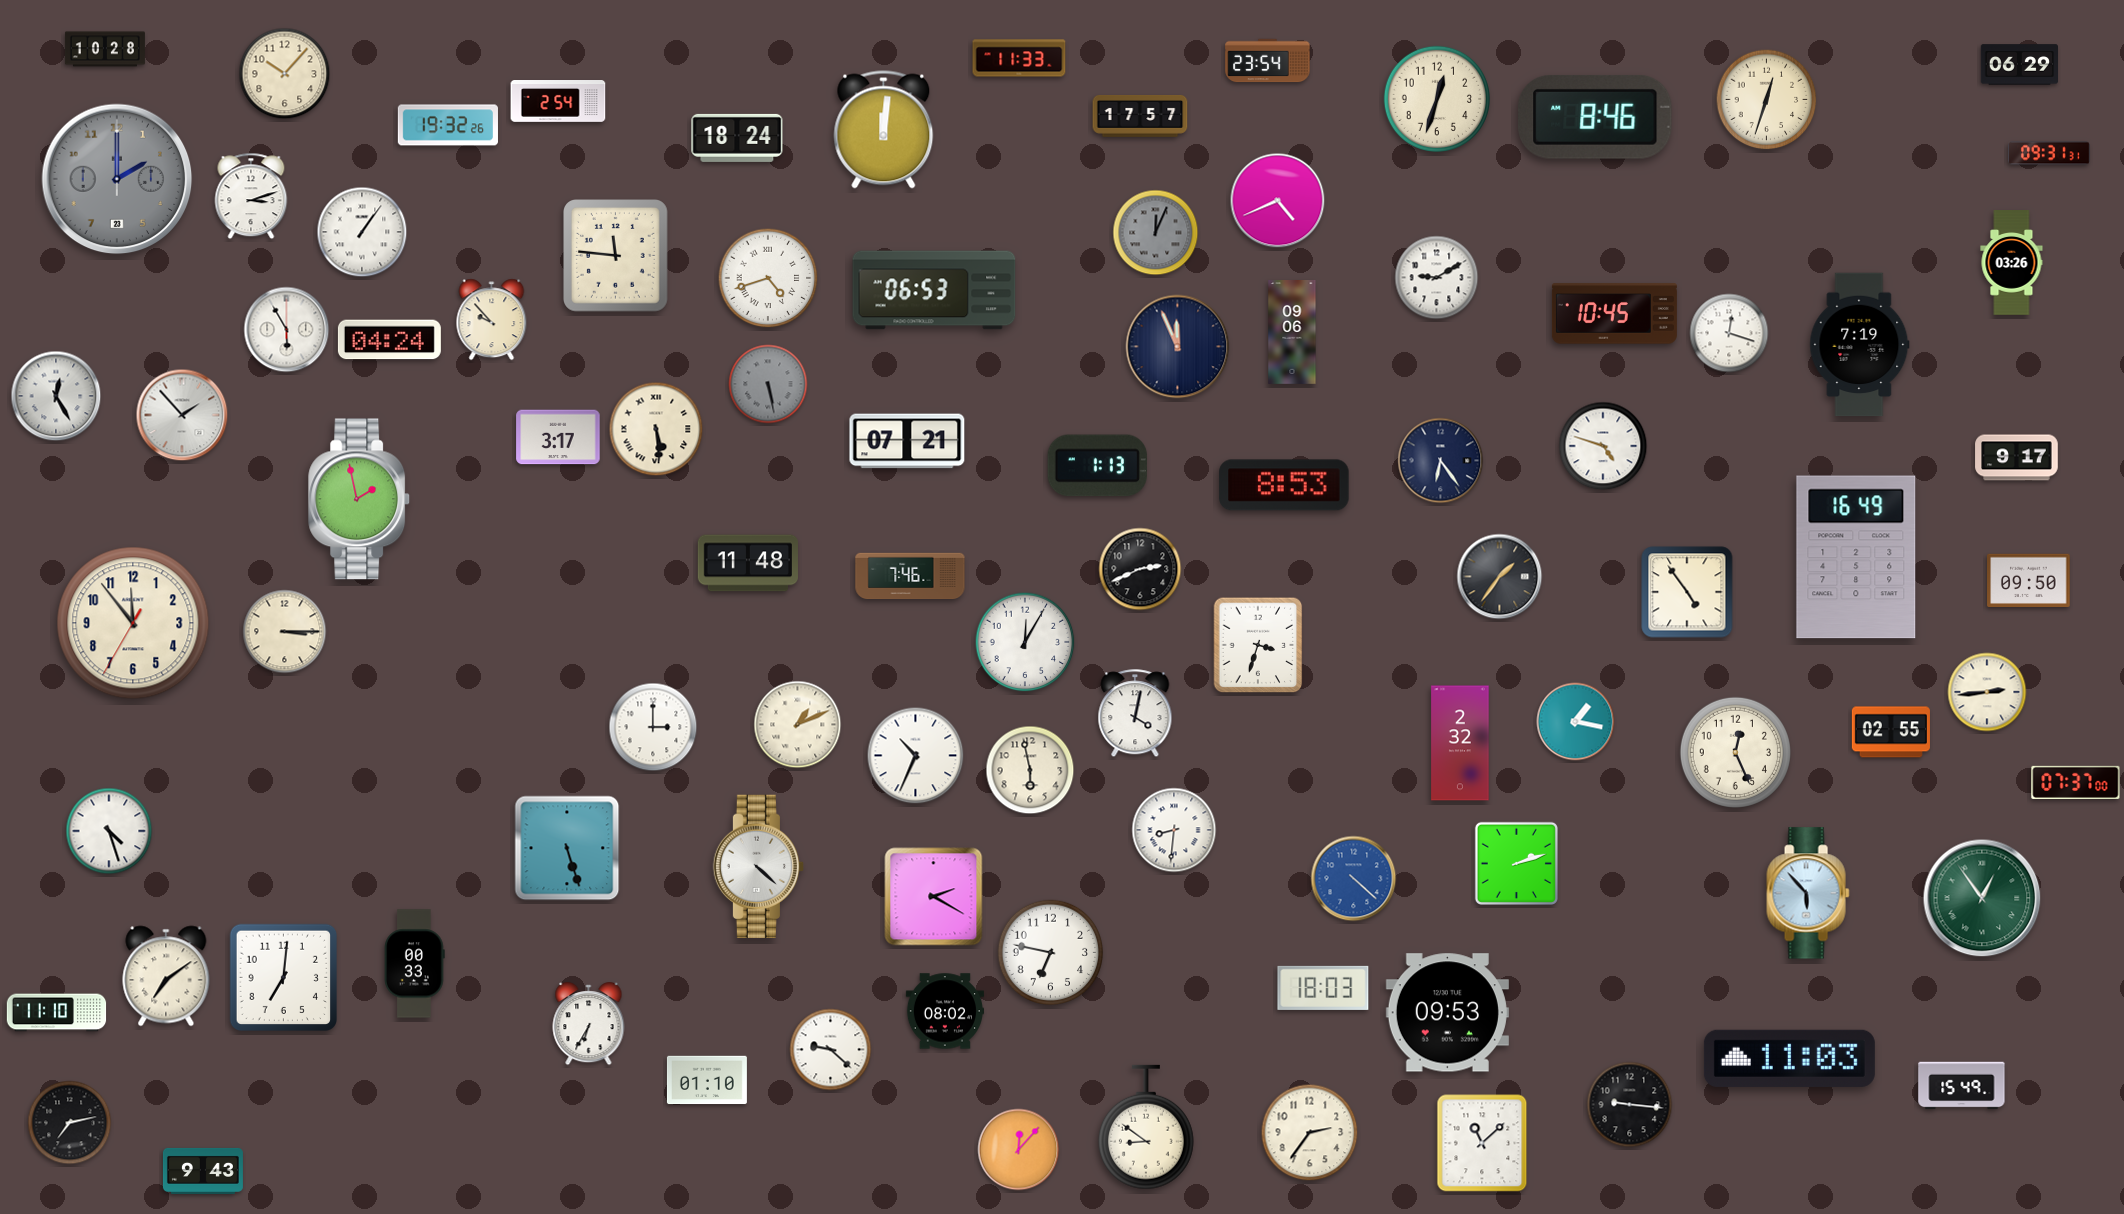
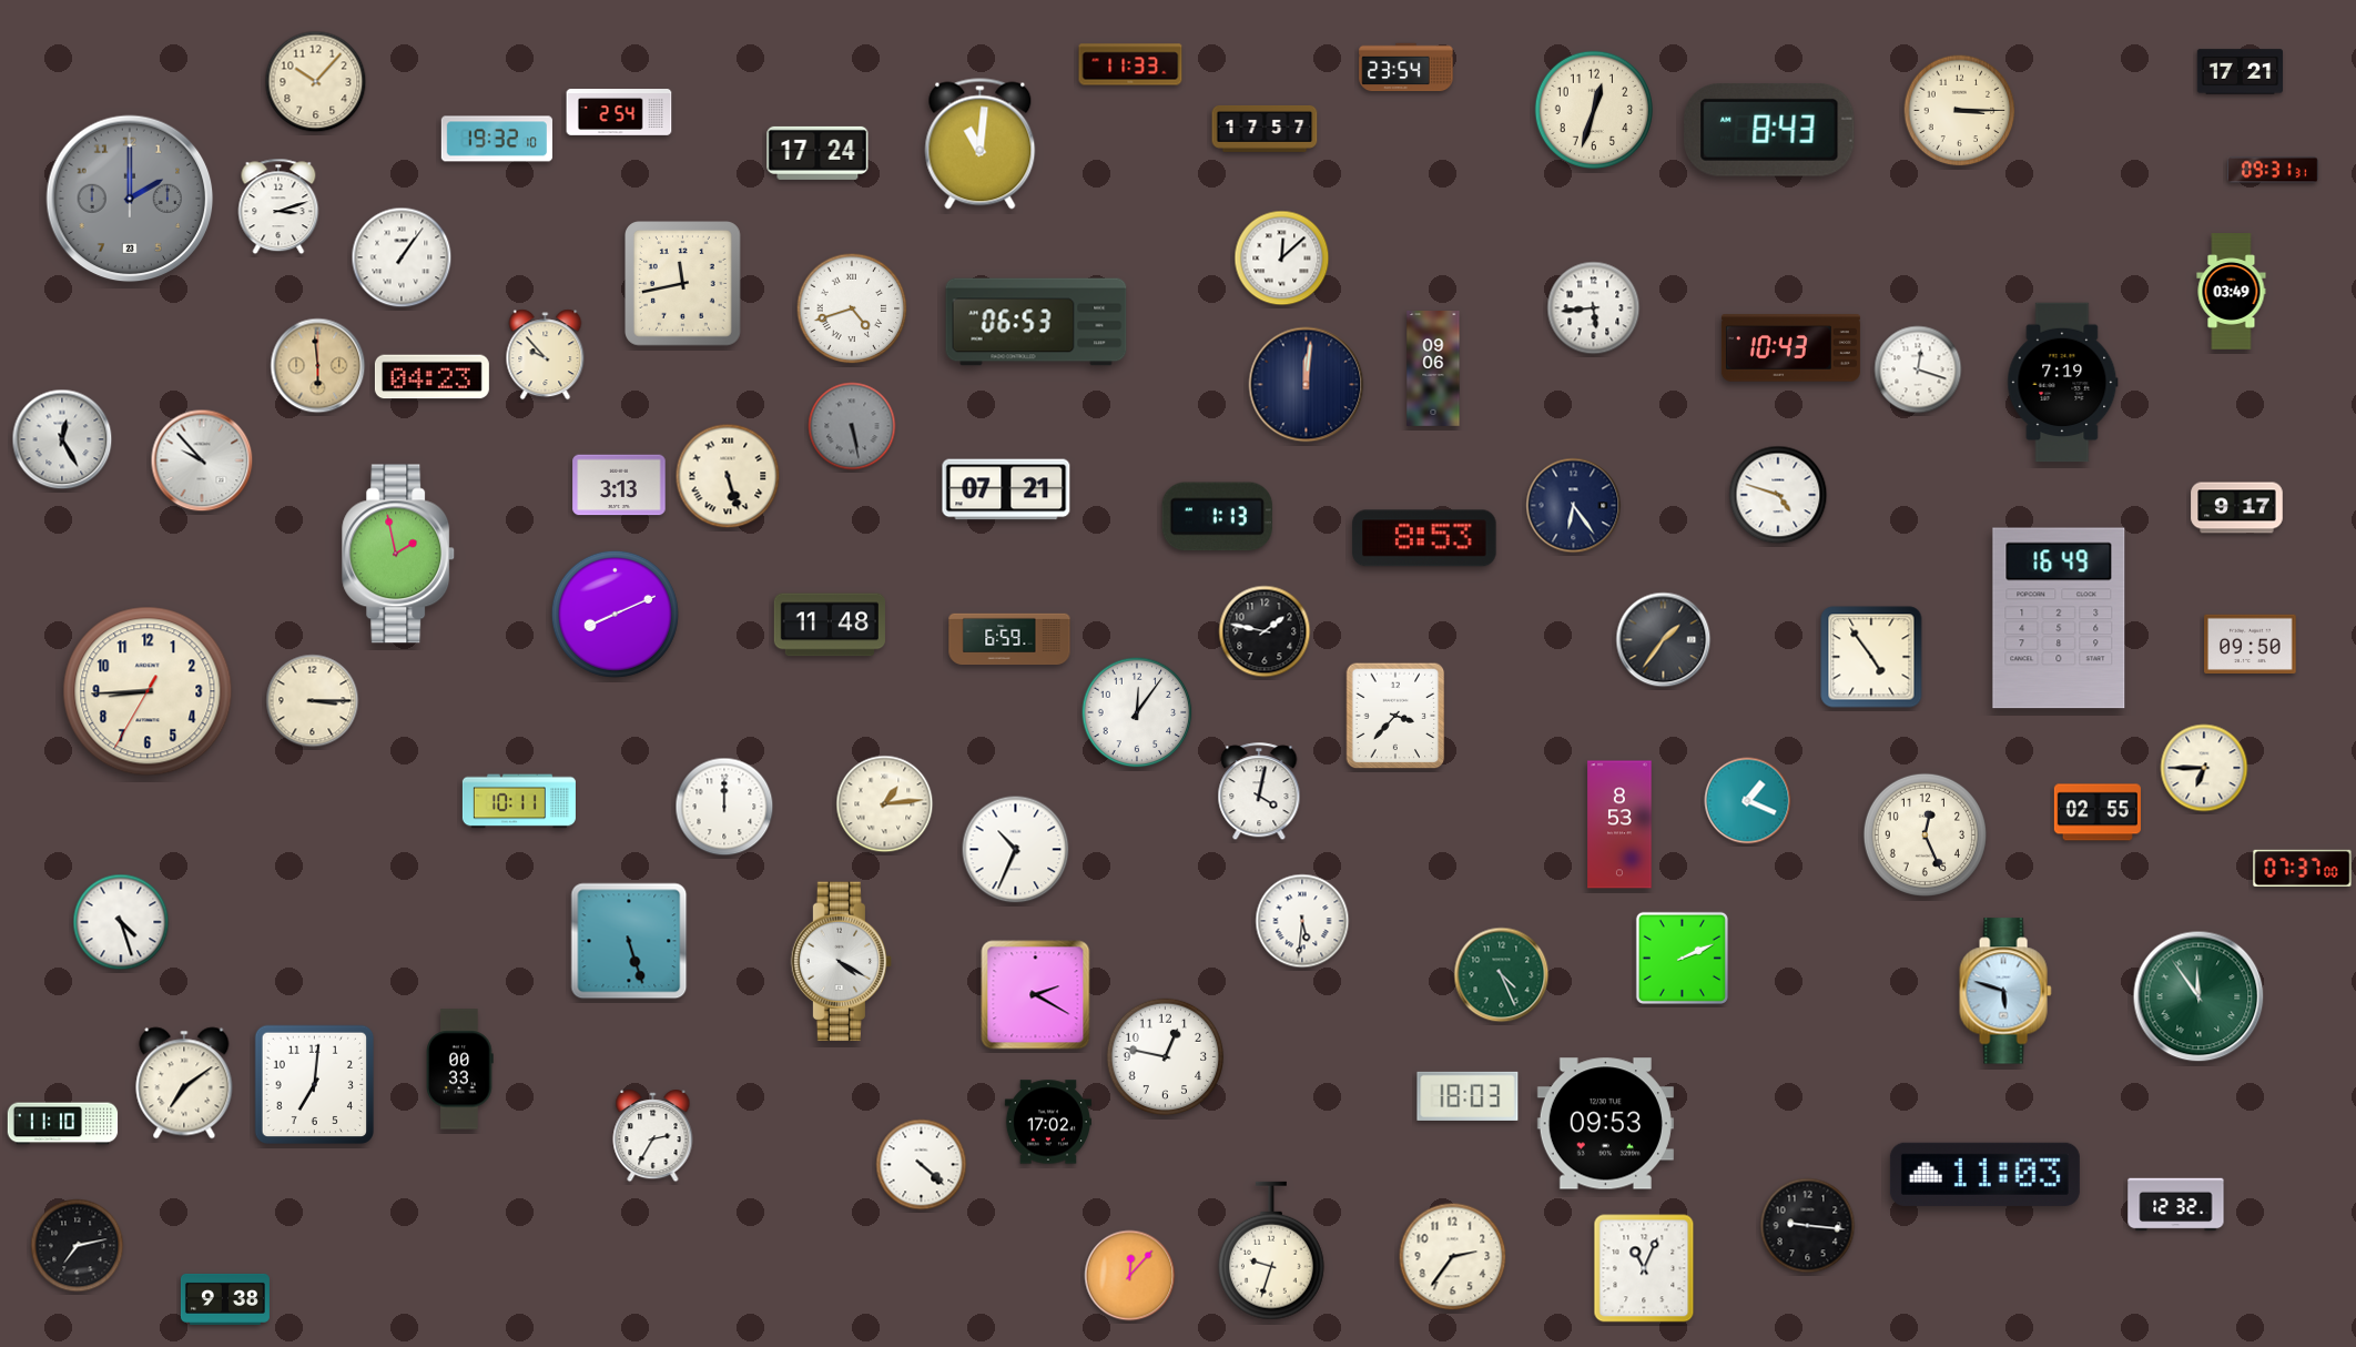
clock at (105, 49): 10:28 -> none
clock at (2019, 65): 06:29 -> 17:21
clock at (1767, 100): 12:33 -> 3:15
clock at (1595, 117): 8:46 -> 8:43
clock at (448, 125): 19:32:26 -> 19:32:10
clock at (884, 130): 12:01 -> 11:01
clock at (737, 138): 18:24 -> 17:24
clock at (251, 196) position: (251, 196) -> (278, 206)
clock at (1278, 201): 4:41 -> none
clock at (1156, 233): 12:04 -> 12:08
clock at (1156, 233) dial: grey -> white
clock at (616, 256): 11:46 -> 11:43
clock at (2012, 263): 03:26 -> 03:49
clock at (1437, 278): 9:10 -> 5:44
clock at (1614, 314): 10:45 -> 10:43
clock at (287, 330): 5:55 -> 5:59
clock at (287, 330) dial: white -> champagne
clock at (389, 340): 04:24 -> 04:23
clock at (1178, 347): 11:56 -> 12:01
clock at (182, 415): 1:53 -> 9:53
clock at (656, 429): 5:29 -> 5:27
clock at (558, 437): 3:17 -> 3:13
clock at (1441, 461) position: (1441, 461) -> (1574, 506)
clock at (615, 614): none -> 8:11
clock at (1140, 569): 2:41 -> 1:47
clock at (910, 576): 7:46 -> 6:59
clock at (133, 623): 11:53 -> 8:44
clock at (285, 632) position: (285, 632) -> (313, 701)
clock at (1025, 642): 12:05 -> 12:06
clock at (1258, 645): 3:33 -> 3:37
clock at (1987, 692): 2:44 -> 6:45
clock at (519, 801): none -> 10:11
clock at (1576, 722): 1:17 -> 1:19
clock at (798, 725): 1:11 -> 1:14
clock at (653, 727): 3:00 -> 12:00
clock at (1460, 743): 2:32 -> 8:53
clock at (916, 756) position: (916, 756) -> (1016, 850)
clock at (1030, 770): 5:58 -> none
clock at (1174, 830): 8:31 -> 5:31
clock at (1516, 863): 2:12 -> 2:11
clock at (759, 867): 4:22 -> 4:20
clock at (1354, 879): 4:22 -> 4:26
clock at (1354, 879) dial: blue -> green
clock at (1808, 893): 5:53 -> 5:48
clock at (1982, 898): 12:54 -> 11:54
clock at (1051, 953): 6:47 -> 12:47
clock at (945, 1011): 08:02 -> 17:02
clock at (589, 1025): 6:35 -> 2:35
clock at (831, 1050): 9:22 -> 4:22
clock at (707, 1080): 01:10 -> none
clock at (1962, 1086): 15:49 -> 12:32
clock at (1146, 1127): 8:51 -> 9:33
clock at (1482, 1143): 11:08 -> 11:04
clock at (203, 1171): 9:43 -> 9:38
